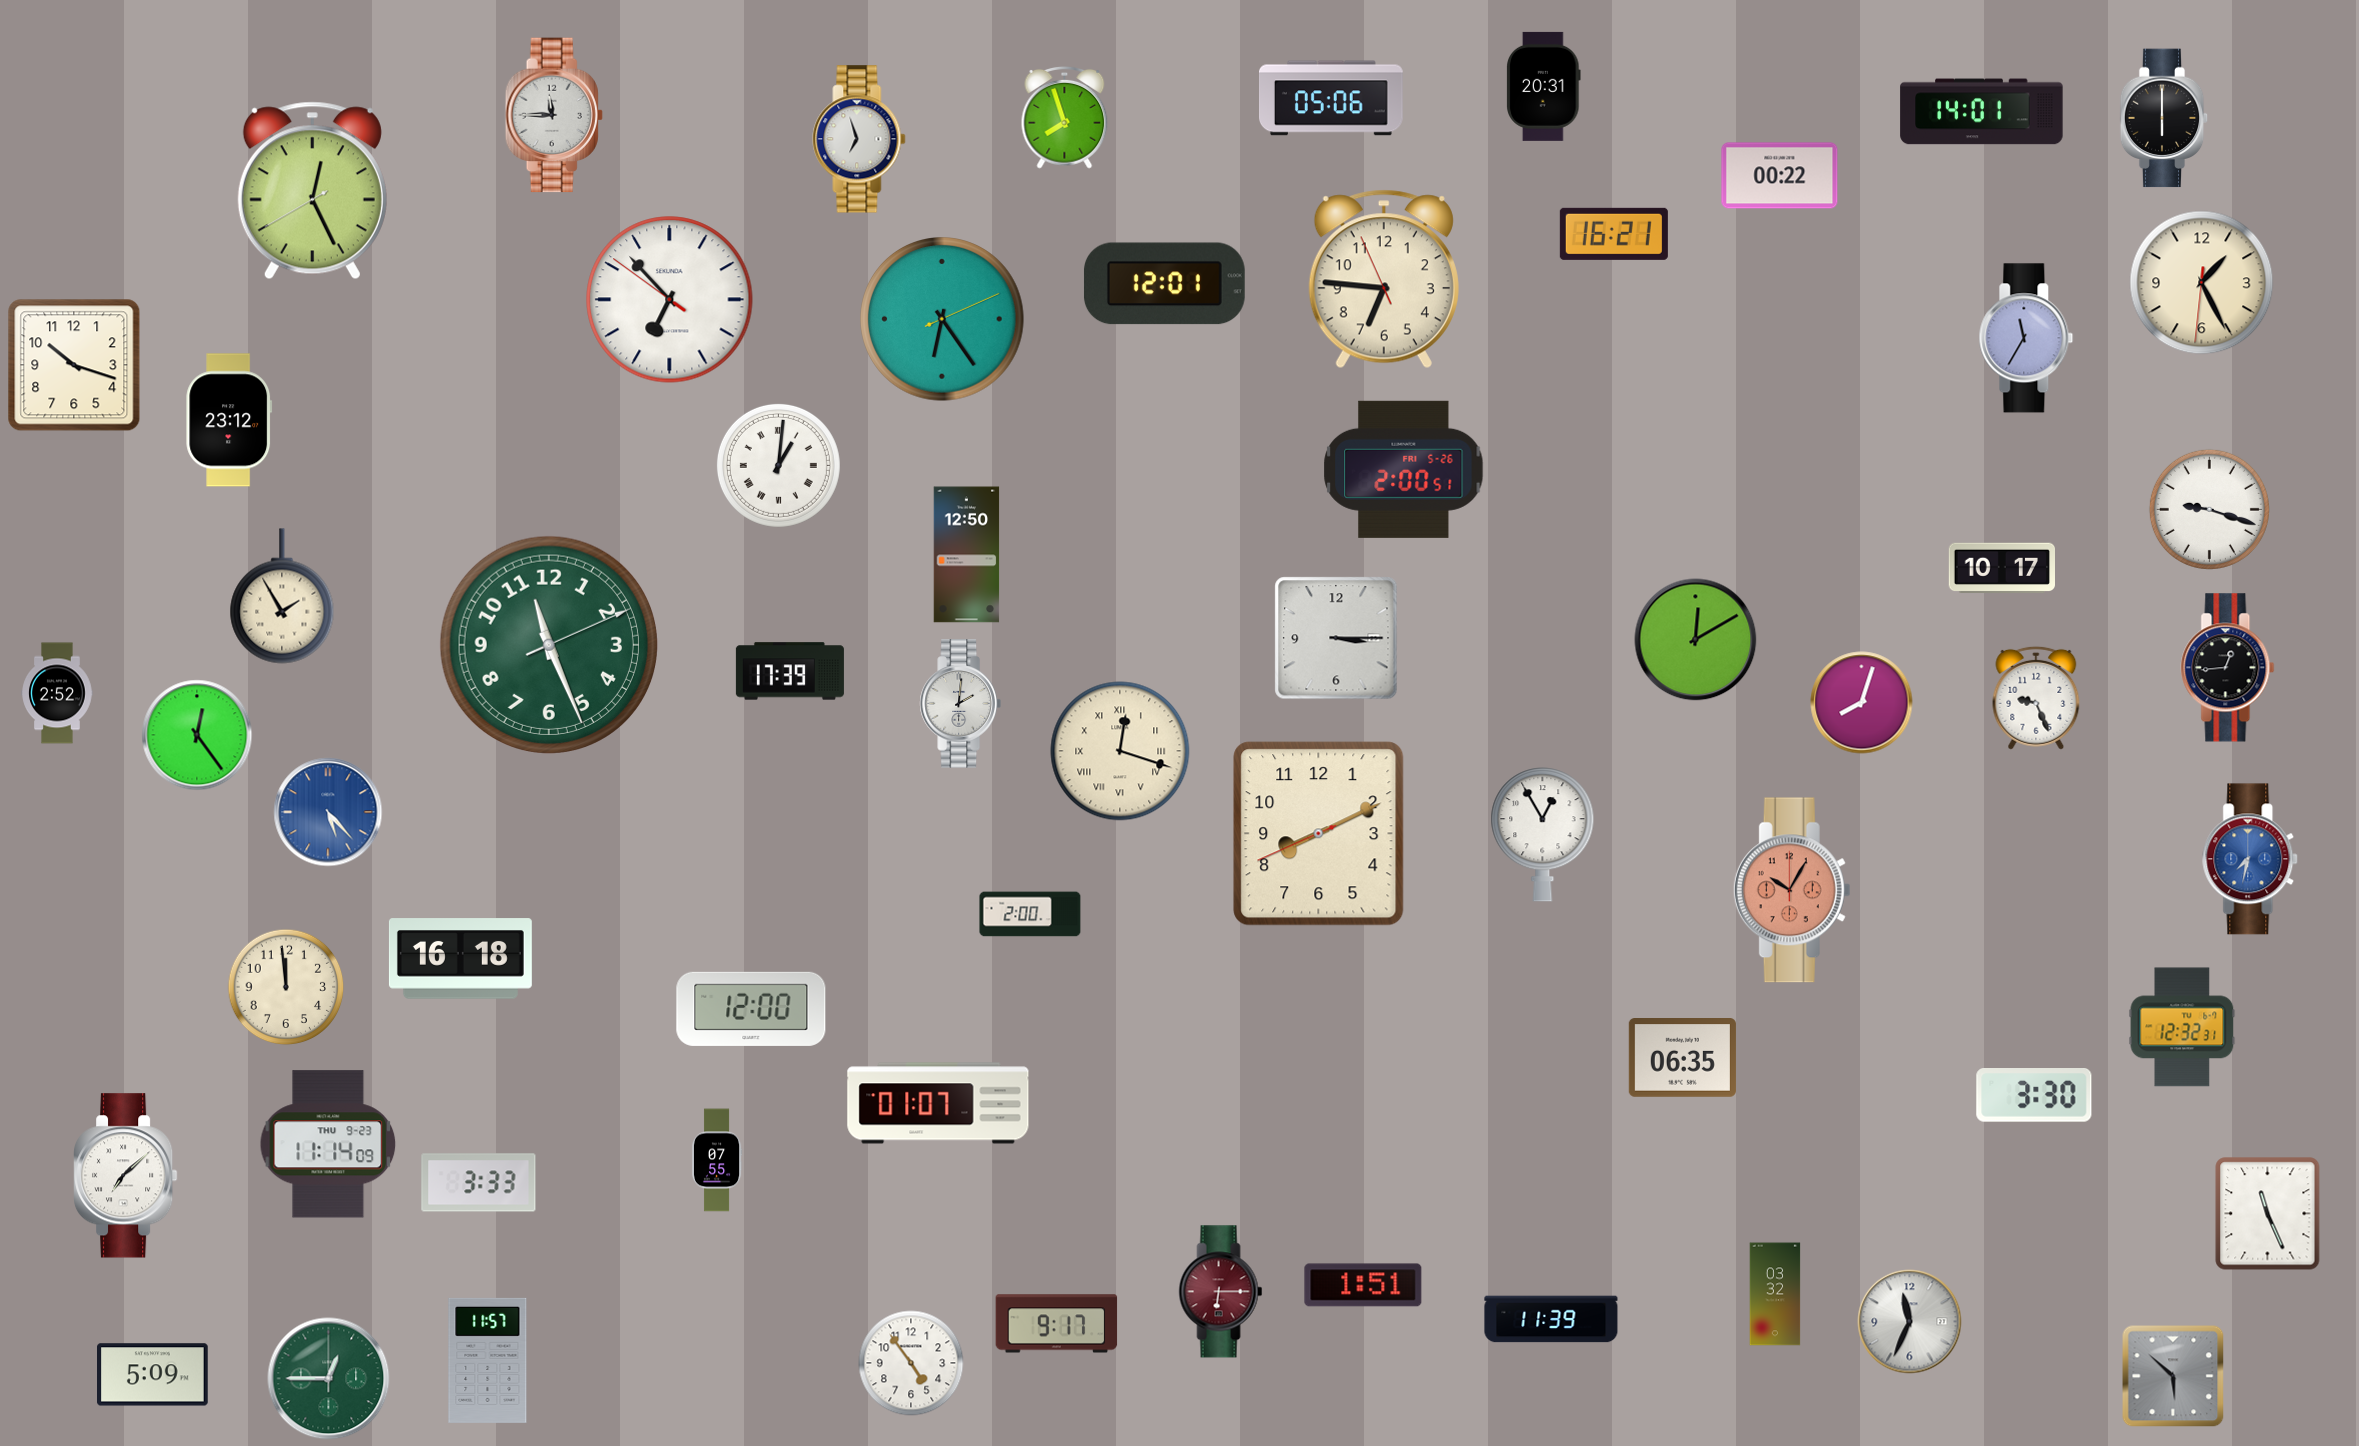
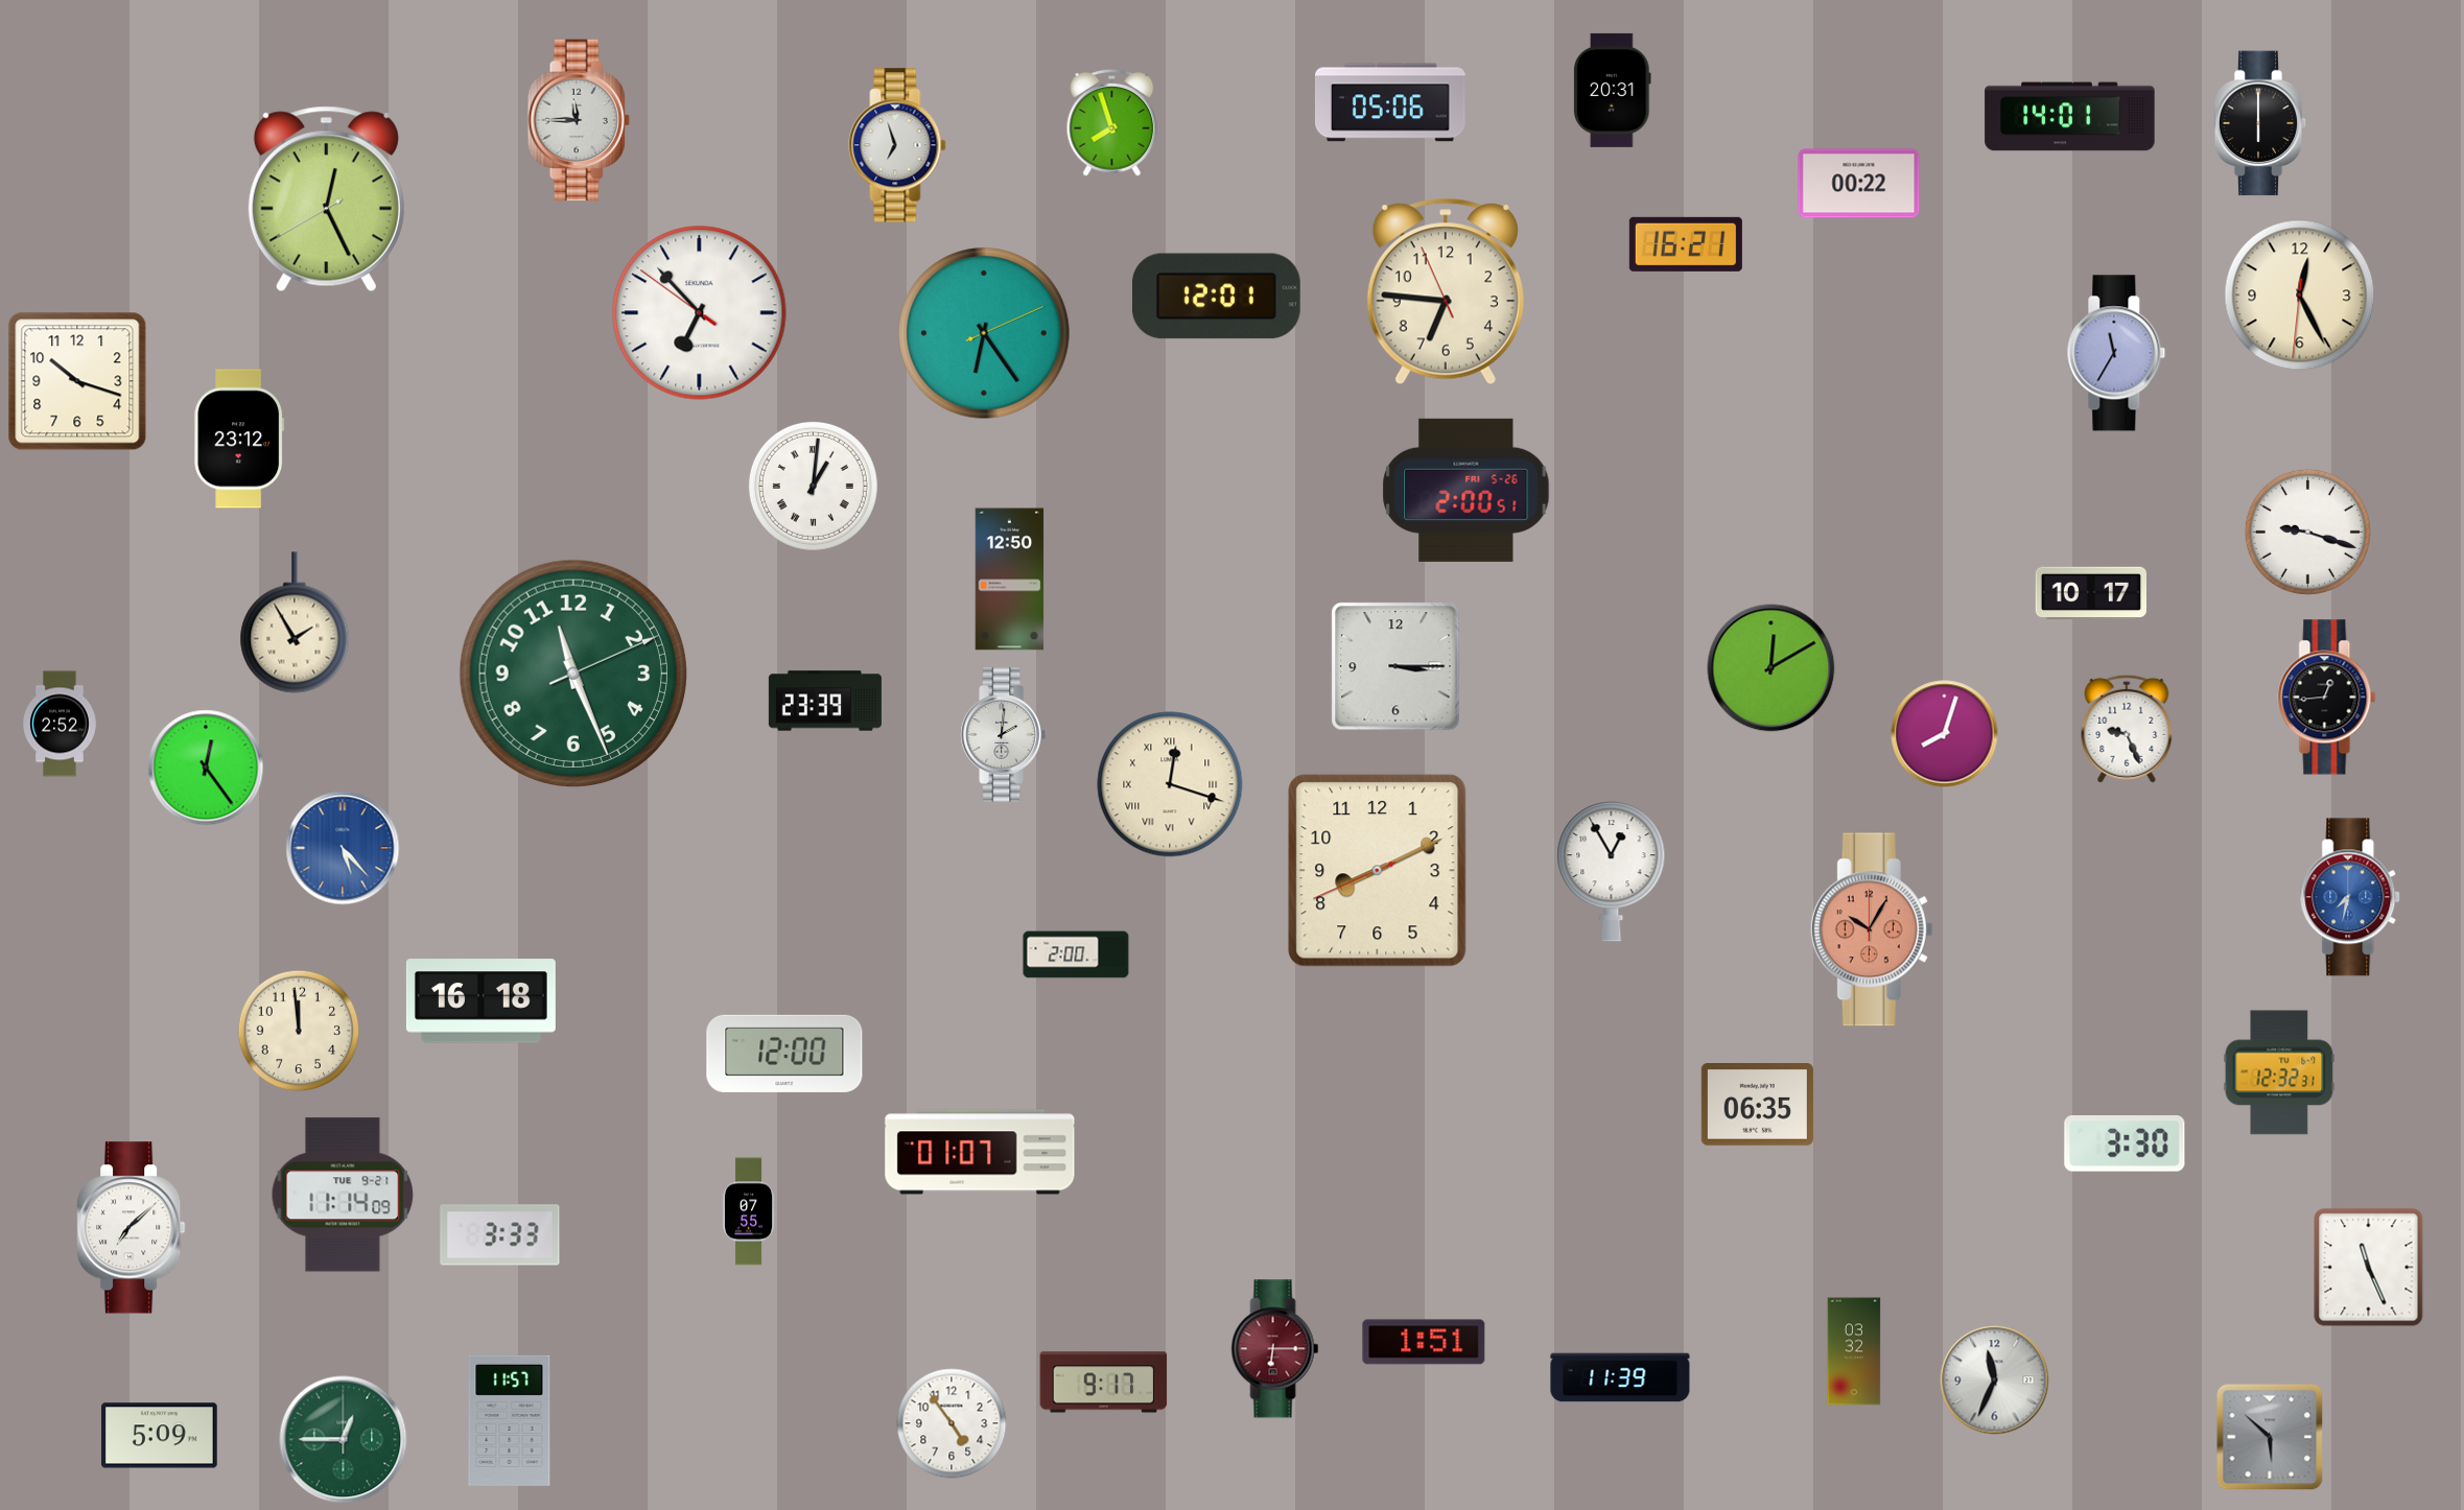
clock at (2202, 283): 1:25 -> 12:25
clock at (790, 671): 17:39 -> 23:39
clock at (328, 1144) date: THU 9-23 -> TUE 9-21
